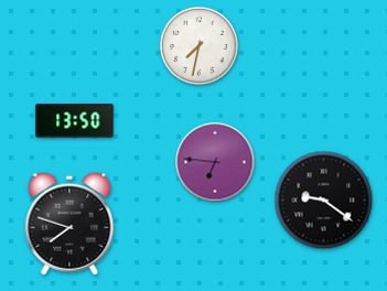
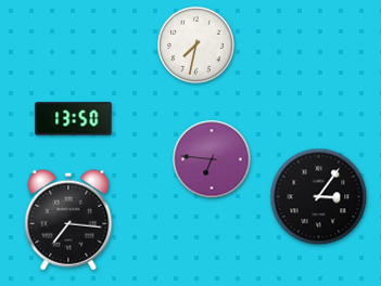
clock at (324, 201): 9:21 -> 3:06
clock at (69, 224): 7:48 -> 7:16
